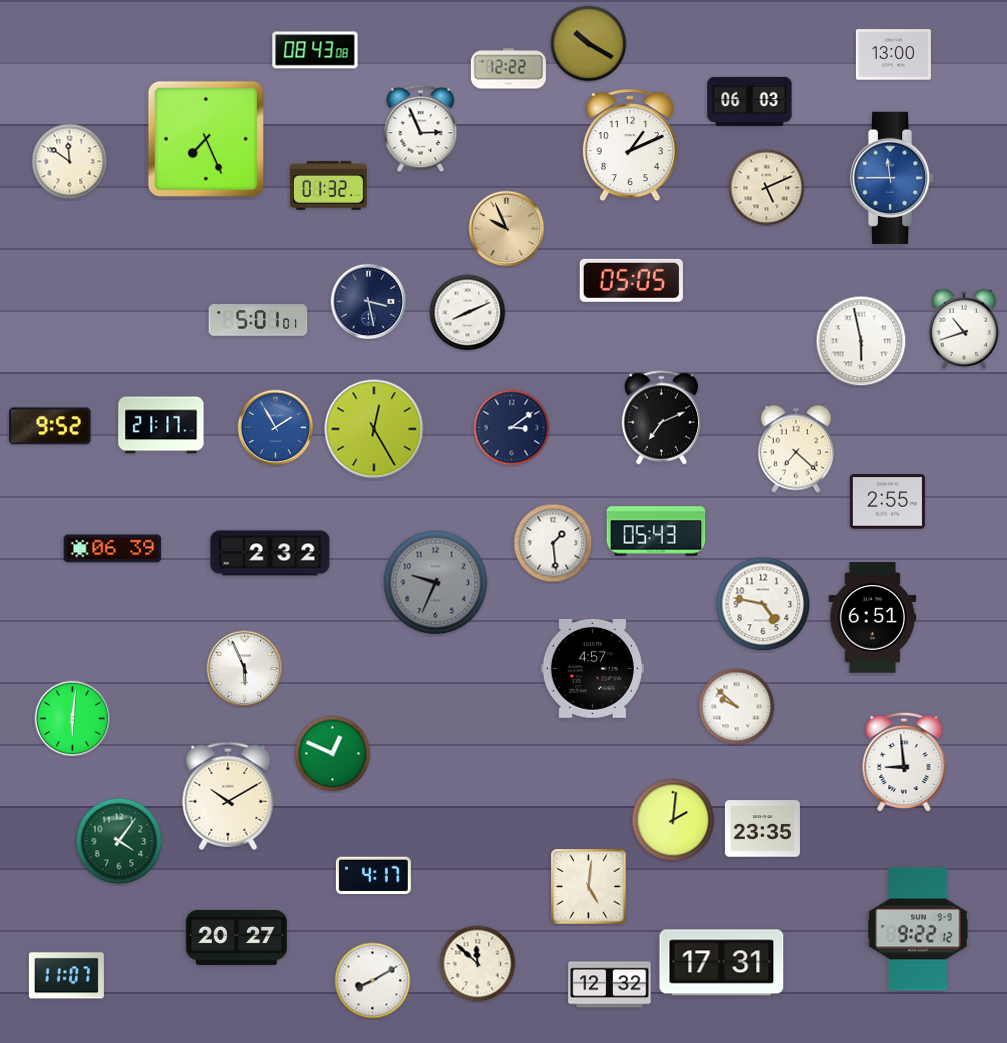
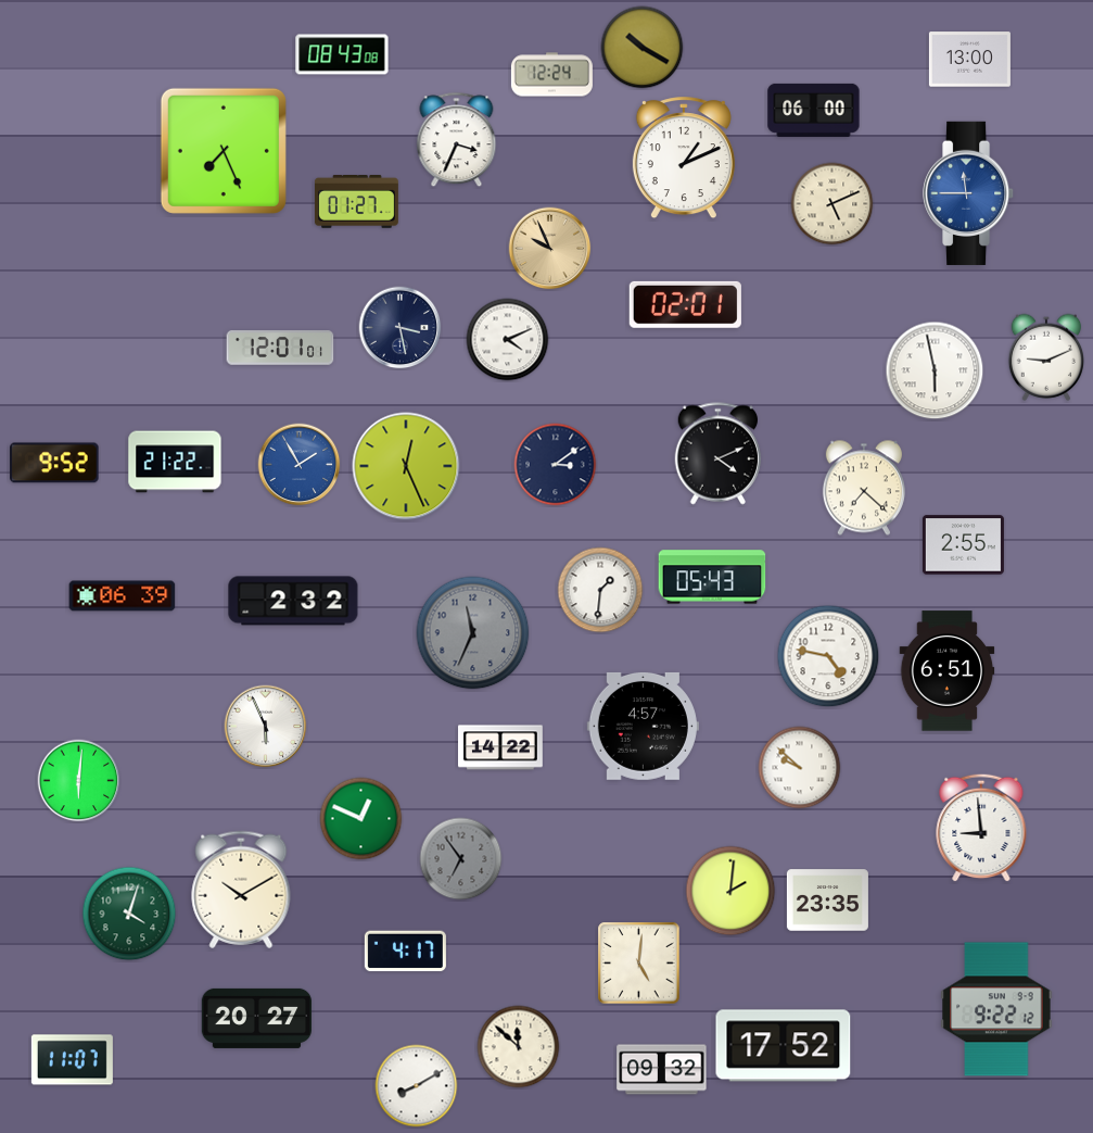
clock at (589, 44) position: (589, 44) -> (643, 48)
clock at (508, 69): 12:22 -> 12:24
clock at (750, 101): 06:03 -> 06:00
clock at (421, 129): 2:56 -> 3:34
clock at (70, 162): 11:51 -> none
clock at (328, 186): 01:32 -> 01:27
clock at (631, 280): 05:05 -> 02:01
clock at (468, 313): 8:11 -> 4:11
clock at (258, 320): 5:01 -> 12:01
clock at (964, 329): 10:42 -> 9:11
clock at (662, 418): 7:11 -> 4:11
clock at (161, 425): 21:17 -> 21:22
clock at (374, 429): 12:25 -> 12:26
clock at (553, 543): 1:29 -> 1:31
clock at (436, 583): 9:34 -> 11:34
clock at (501, 747): none -> 14:22
clock at (461, 859): none -> 6:54
clock at (228, 796) position: (228, 796) -> (241, 890)
clock at (119, 841): 4:06 -> 4:03
clock at (722, 963): 17:31 -> 17:52
clock at (373, 981) position: (373, 981) -> (417, 1086)
clock at (610, 985): 12:32 -> 09:32
